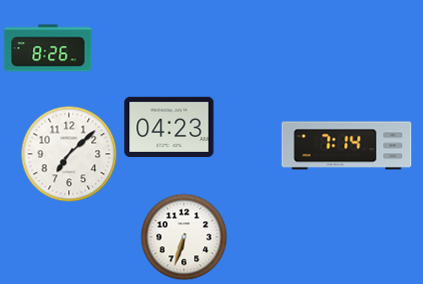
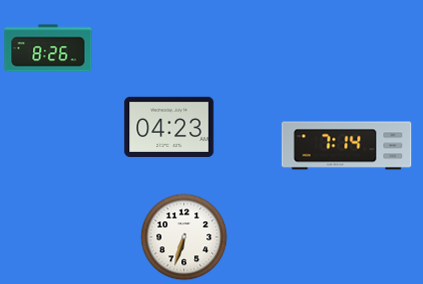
clock at (69, 154): 7:08 -> none
